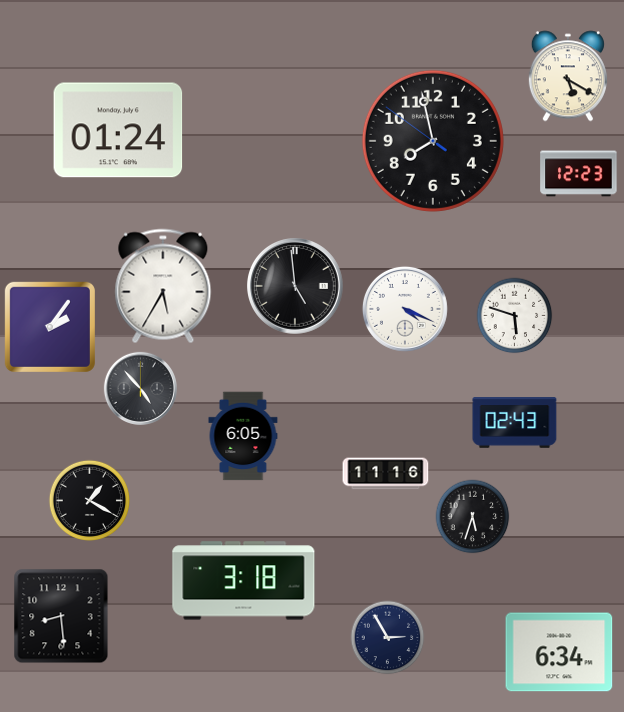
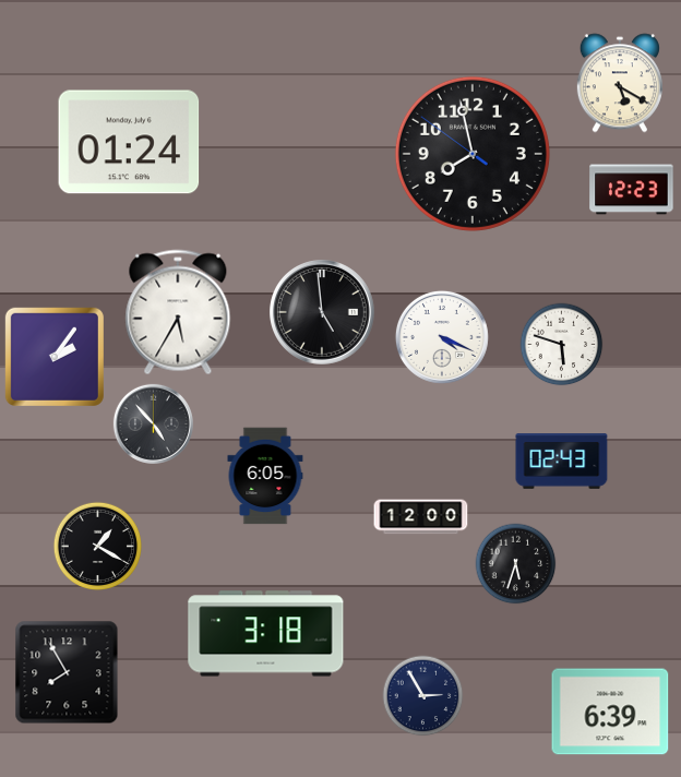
clock at (386, 474): 11:16 -> 12:00
clock at (61, 616): 8:29 -> 7:55
clock at (559, 652): 6:34 -> 6:39
